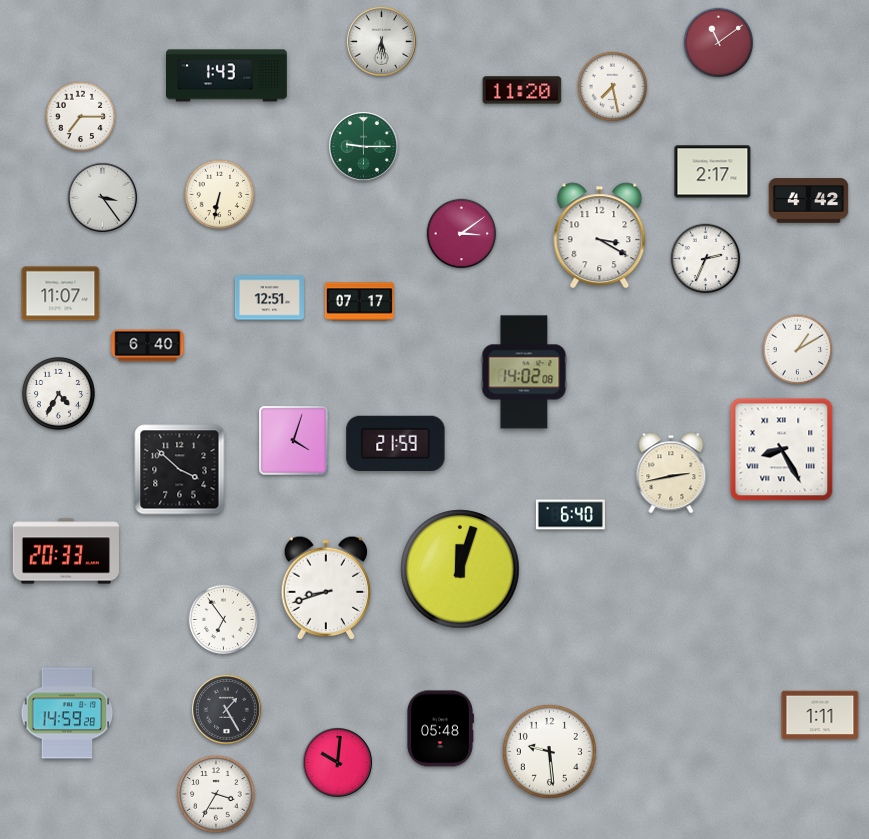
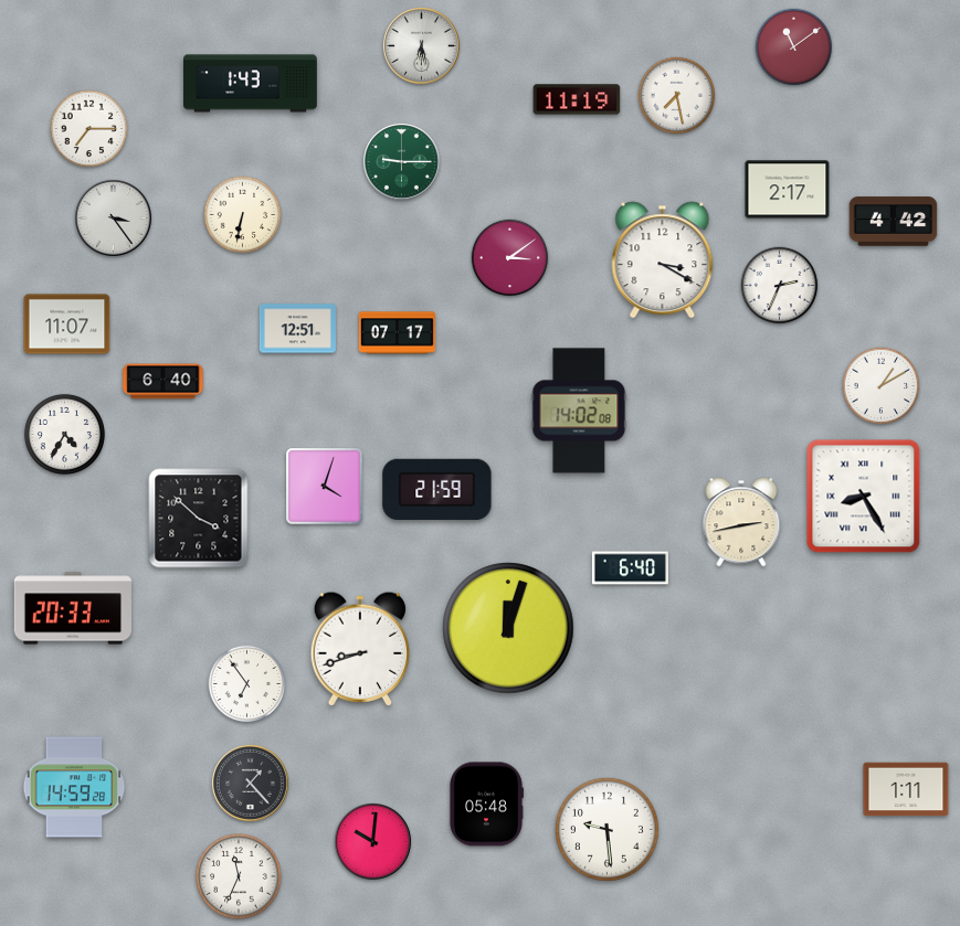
clock at (522, 90): 11:20 -> 11:19
clock at (226, 709): 1:25 -> 1:23
clock at (216, 794): 3:35 -> 11:34
